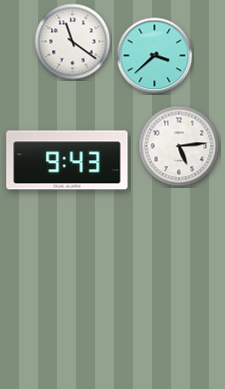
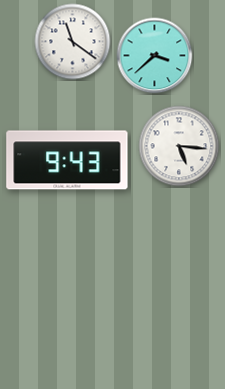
clock at (179, 146): 5:14 -> 5:16
